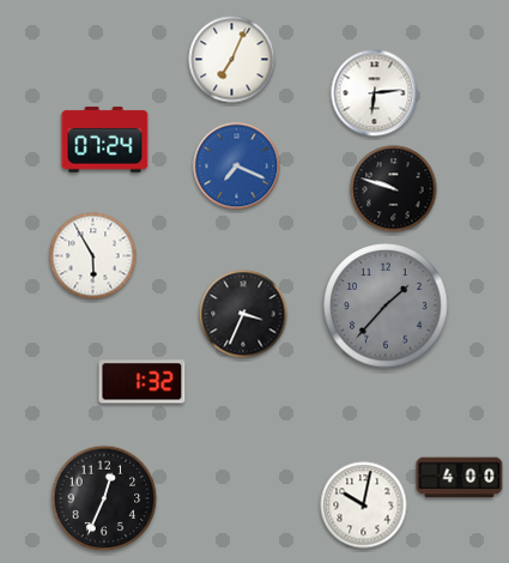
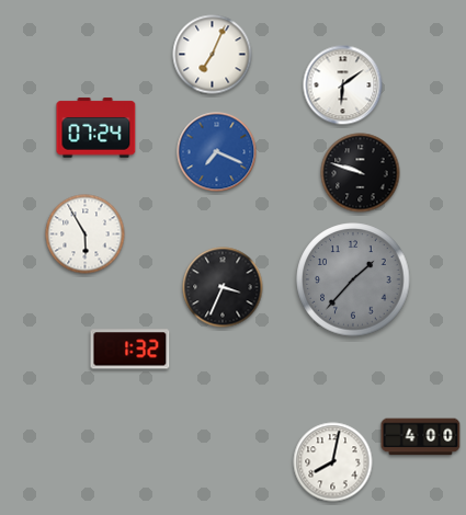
clock at (375, 93): 6:14 -> 6:09
clock at (104, 498): 12:34 -> none
clock at (364, 506): 10:02 -> 8:02
